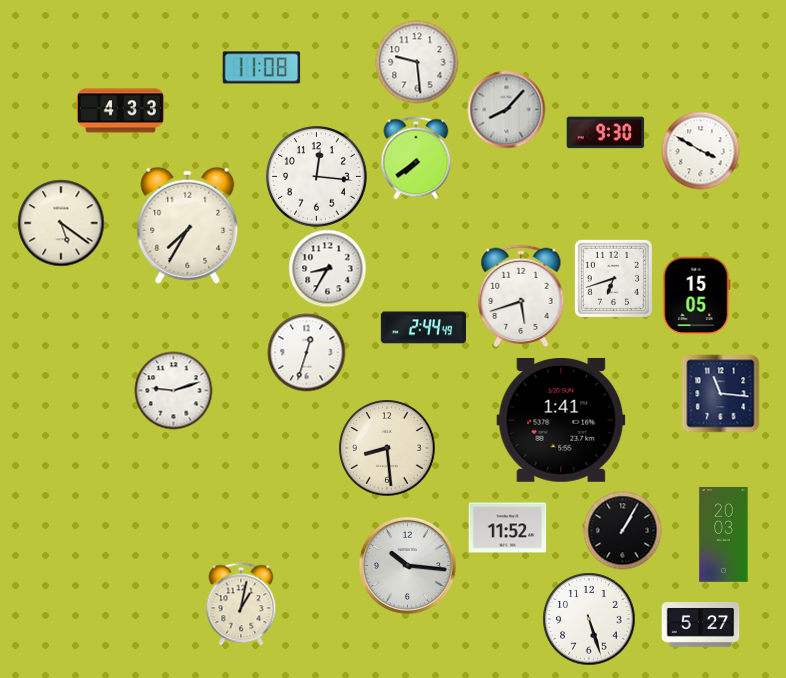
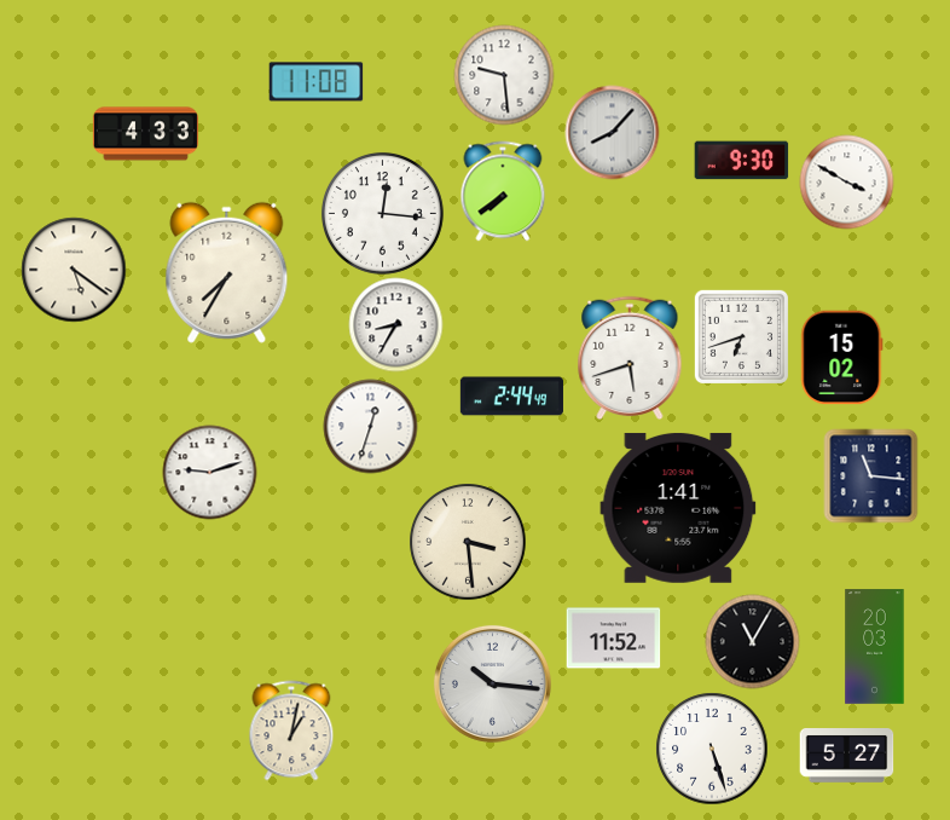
clock at (605, 133) position: (605, 133) -> (741, 161)
clock at (697, 295): 15:05 -> 15:02
clock at (387, 448): 8:29 -> 3:29
clock at (622, 530): 1:05 -> 11:05
